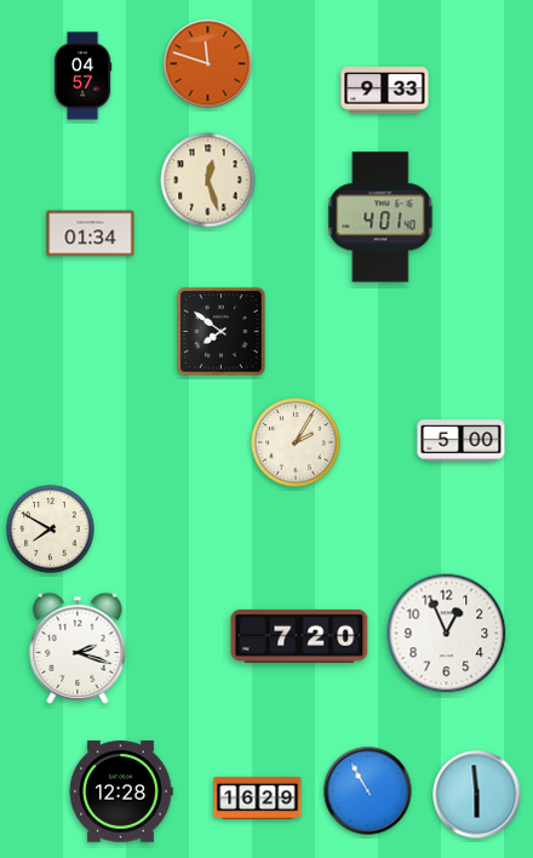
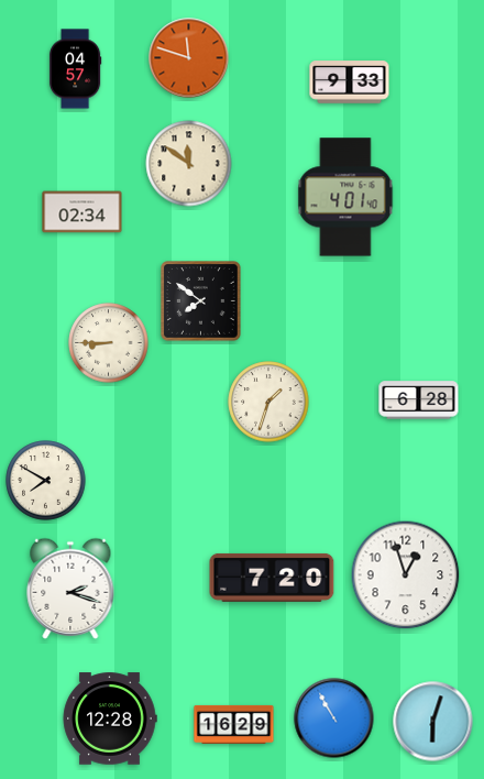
clock at (208, 181): 12:27 -> 11:51
clock at (91, 234): 01:34 -> 02:34
clock at (109, 343): none -> 8:45
clock at (462, 441): 5:00 -> 6:28
clock at (296, 442): 2:05 -> 1:33
clock at (447, 634): 12:56 -> 12:57
clock at (477, 795): 5:59 -> 6:03
